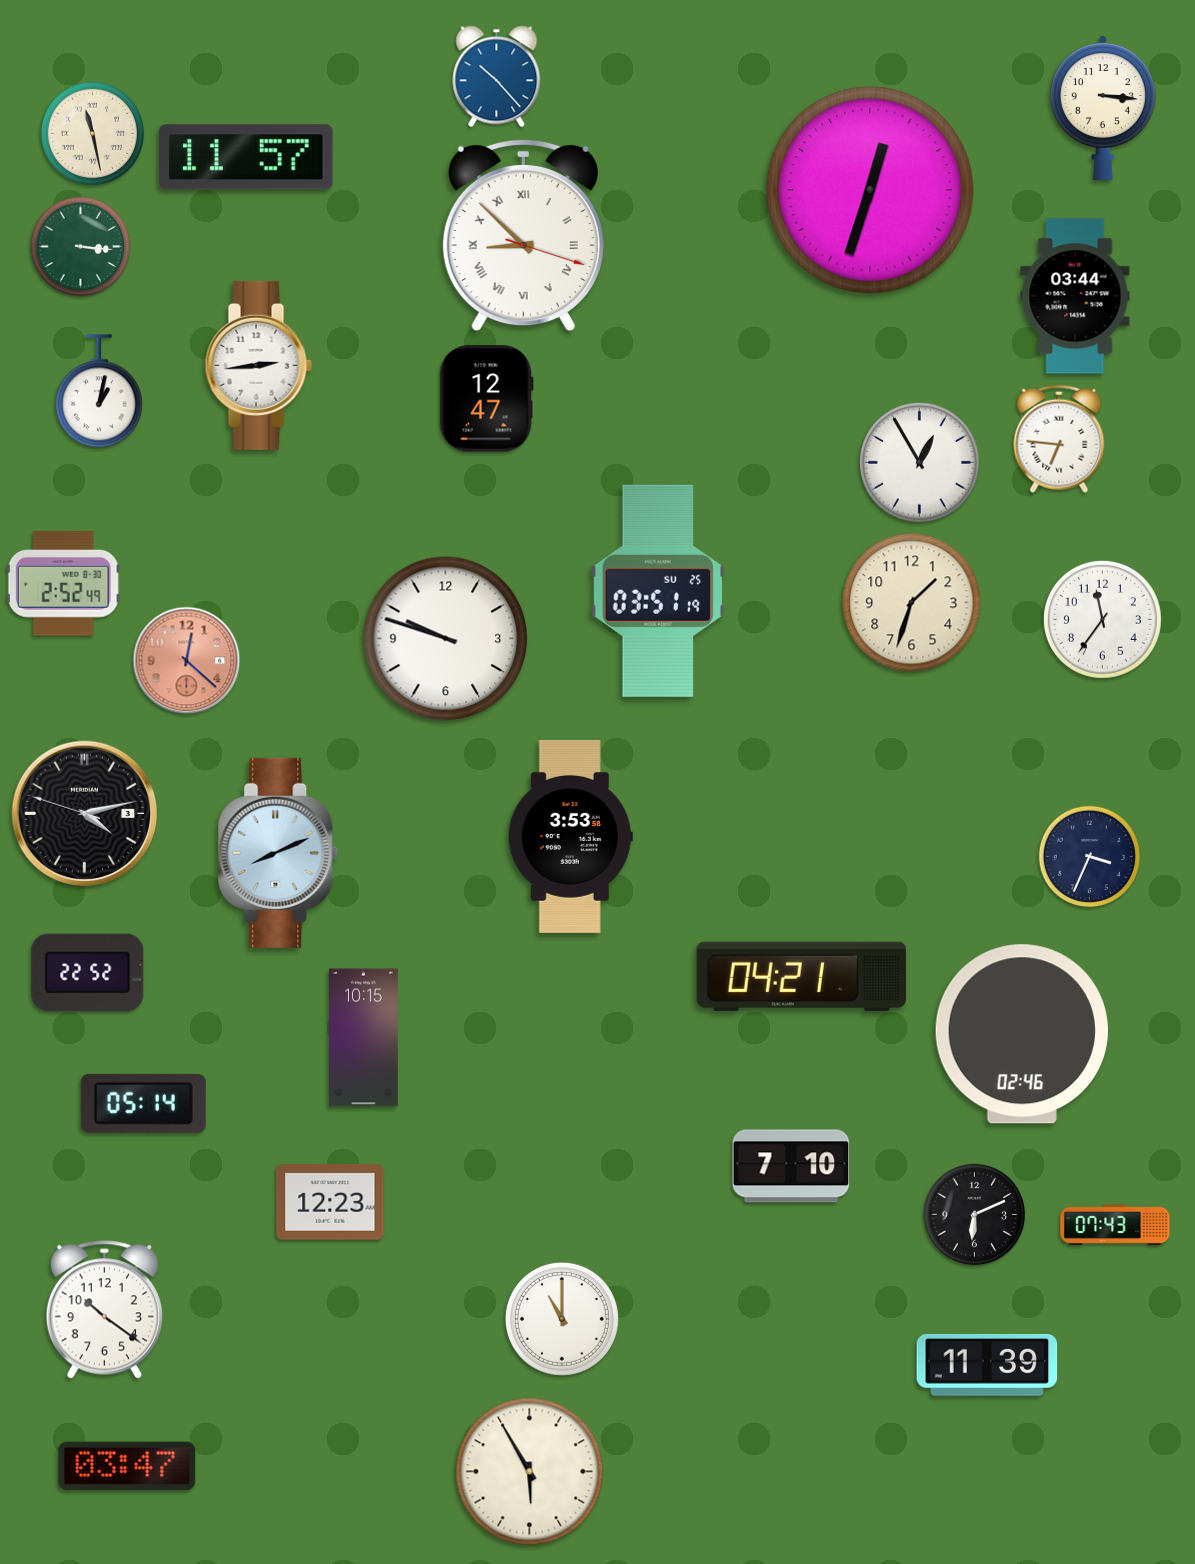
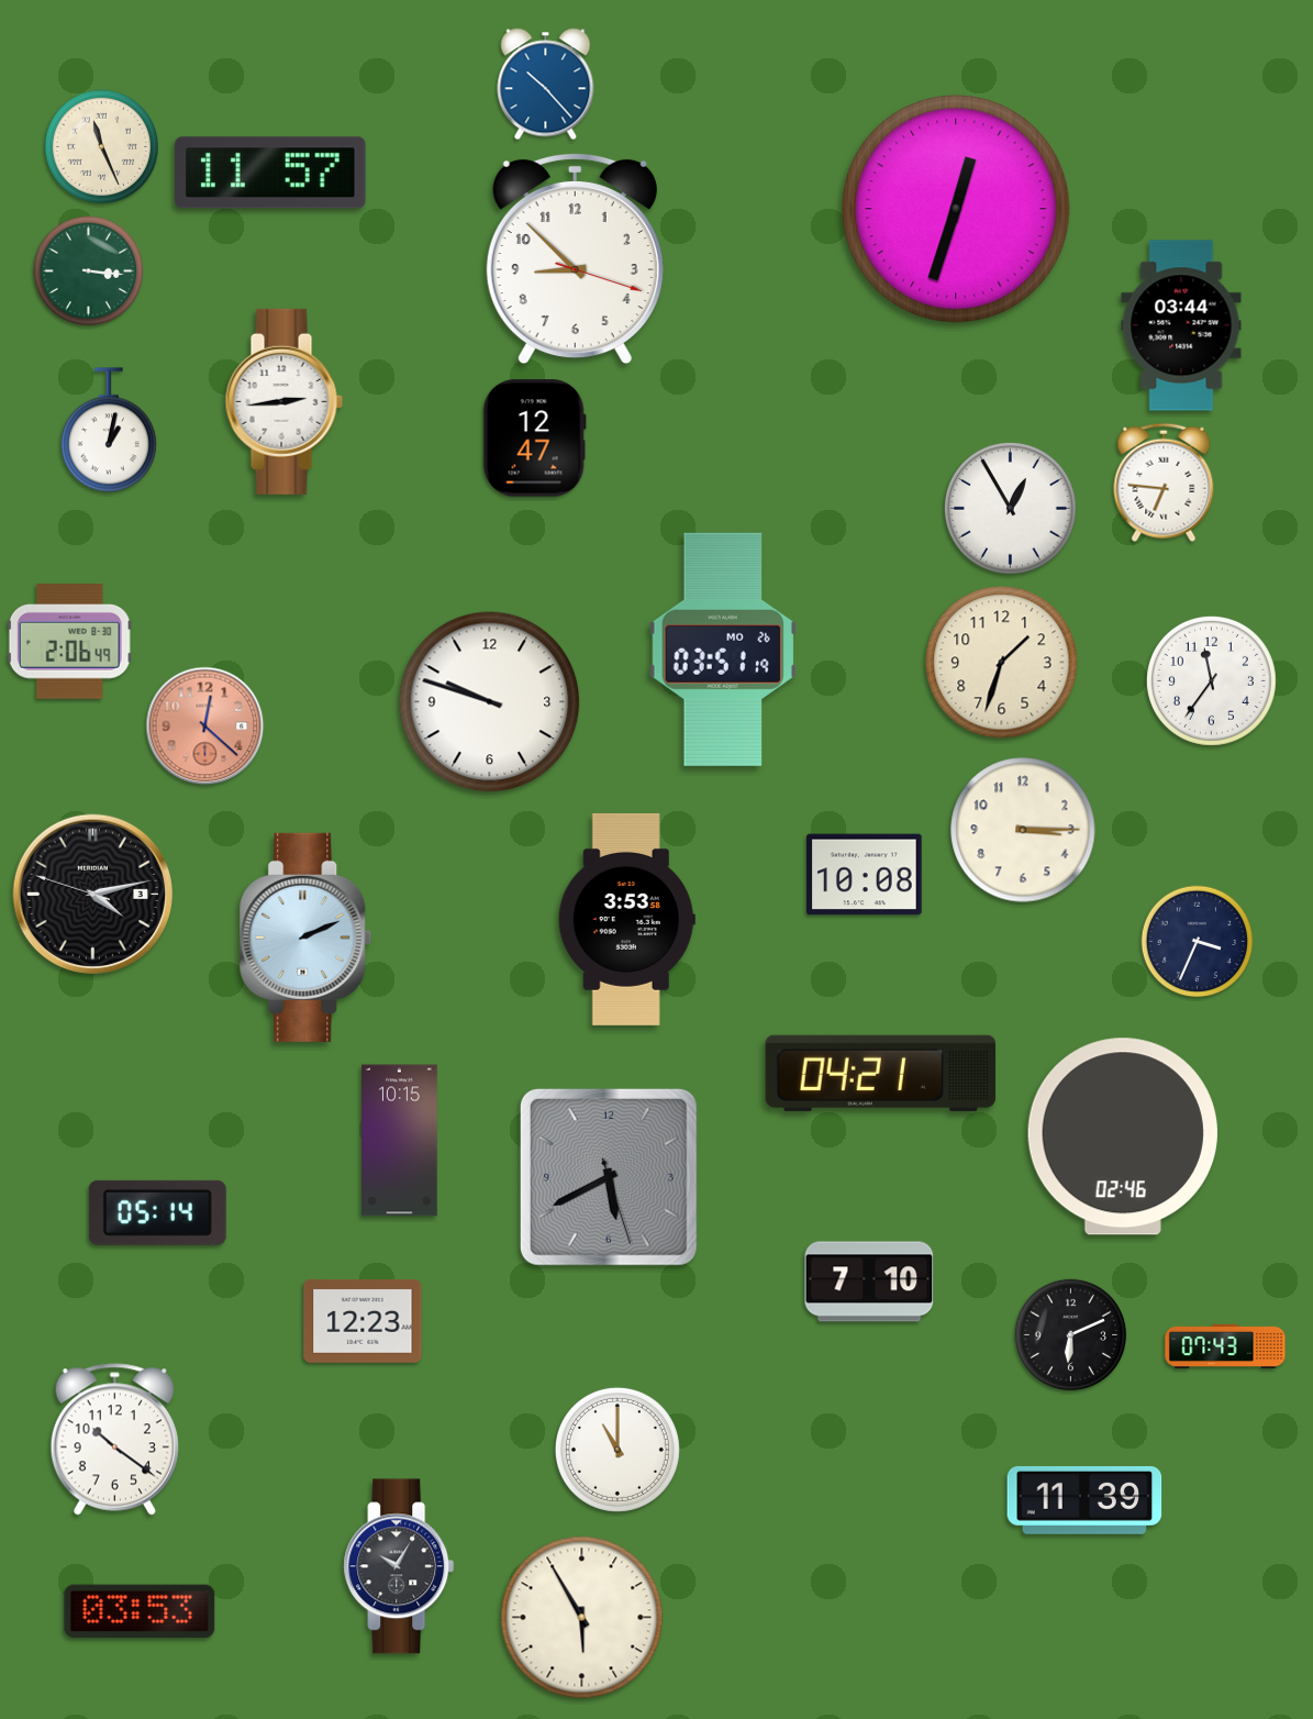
clock at (1103, 108): 3:16 -> none
clock at (92, 133): 11:28 -> 11:26
clock at (523, 235) numerals: Roman -> Arabic
clock at (63, 584): 2:52 -> 2:06
clock at (657, 591) date: SU 25 -> MO 26
clock at (1023, 830): none -> 3:15
clock at (865, 875): none -> 10:08
clock at (278, 853): 8:11 -> 2:11
clock at (88, 973): 22:52 -> none
clock at (609, 1177): none -> 5:40
clock at (399, 1566): none -> 10:05
clock at (127, 1466): 03:47 -> 03:53
